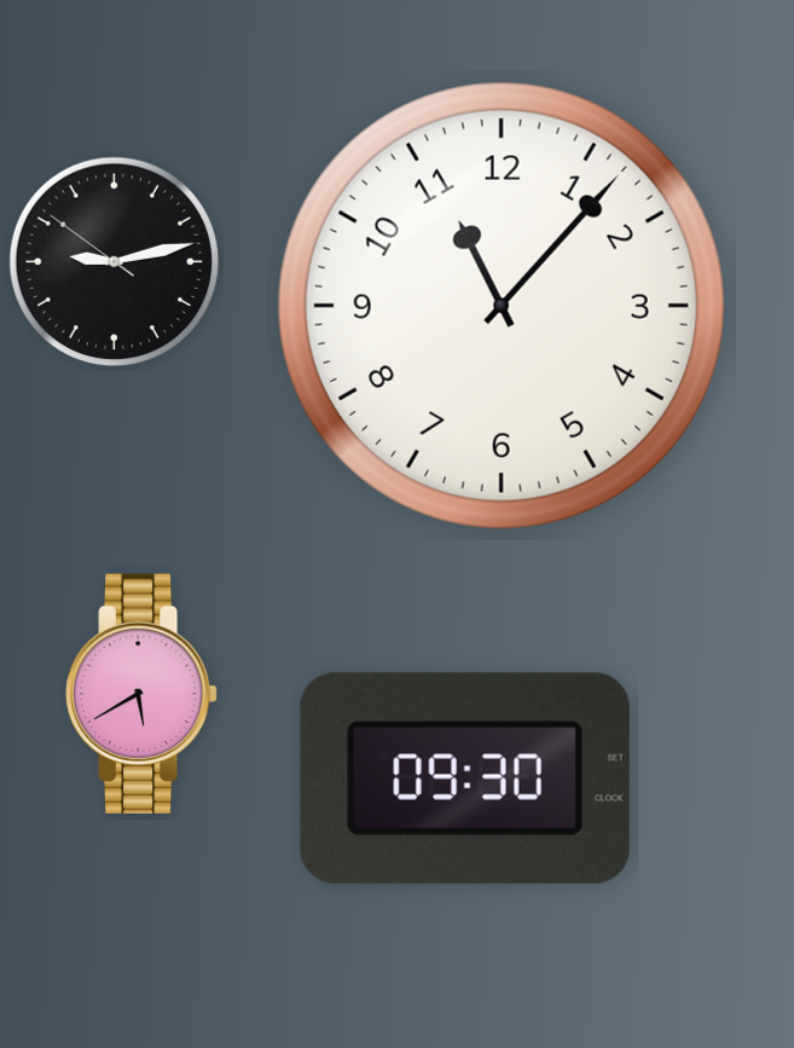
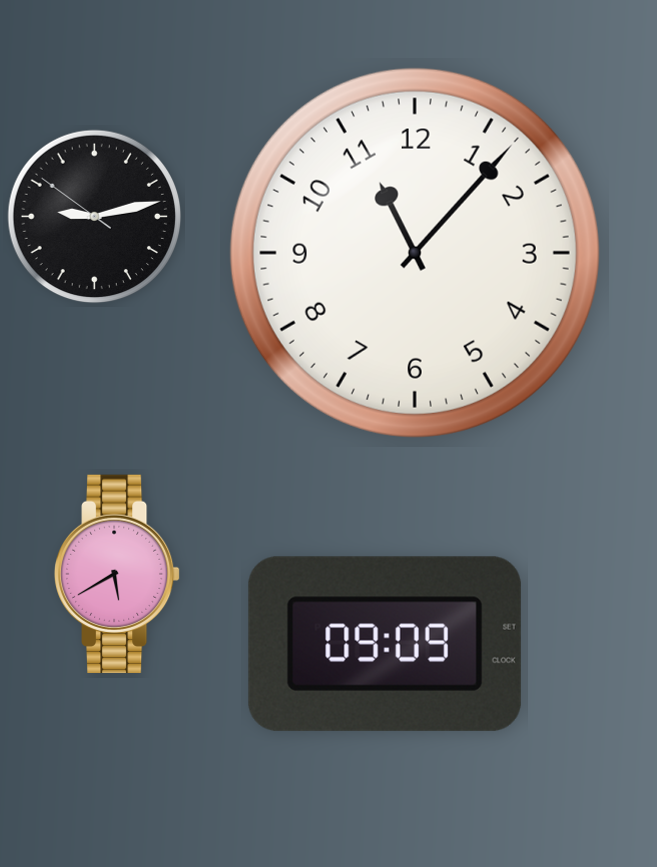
clock at (465, 778): 09:30 -> 09:09
